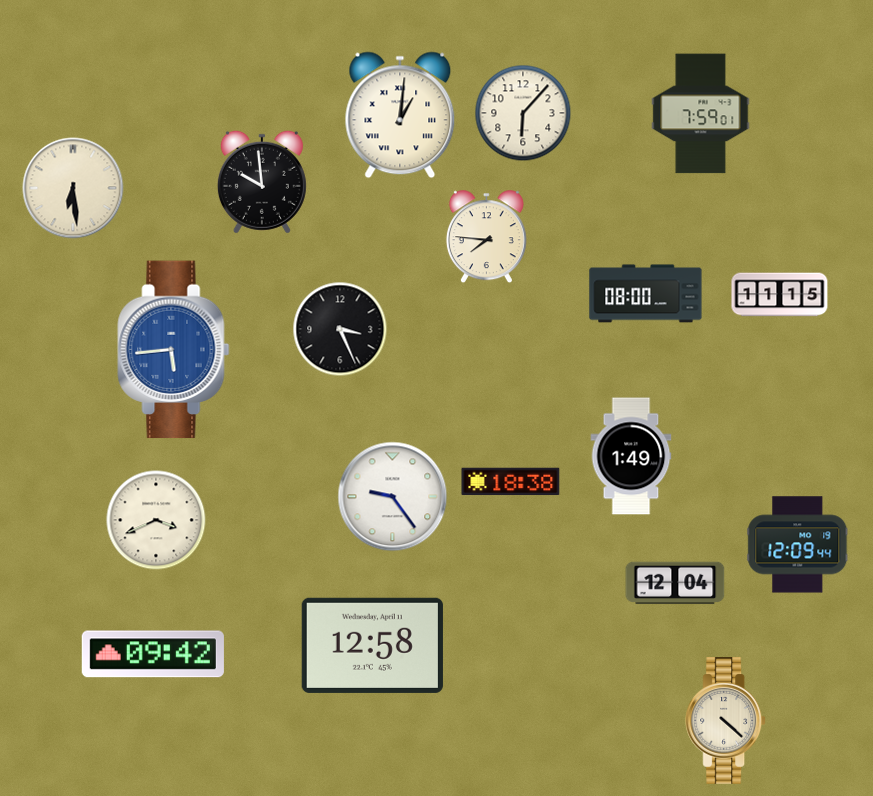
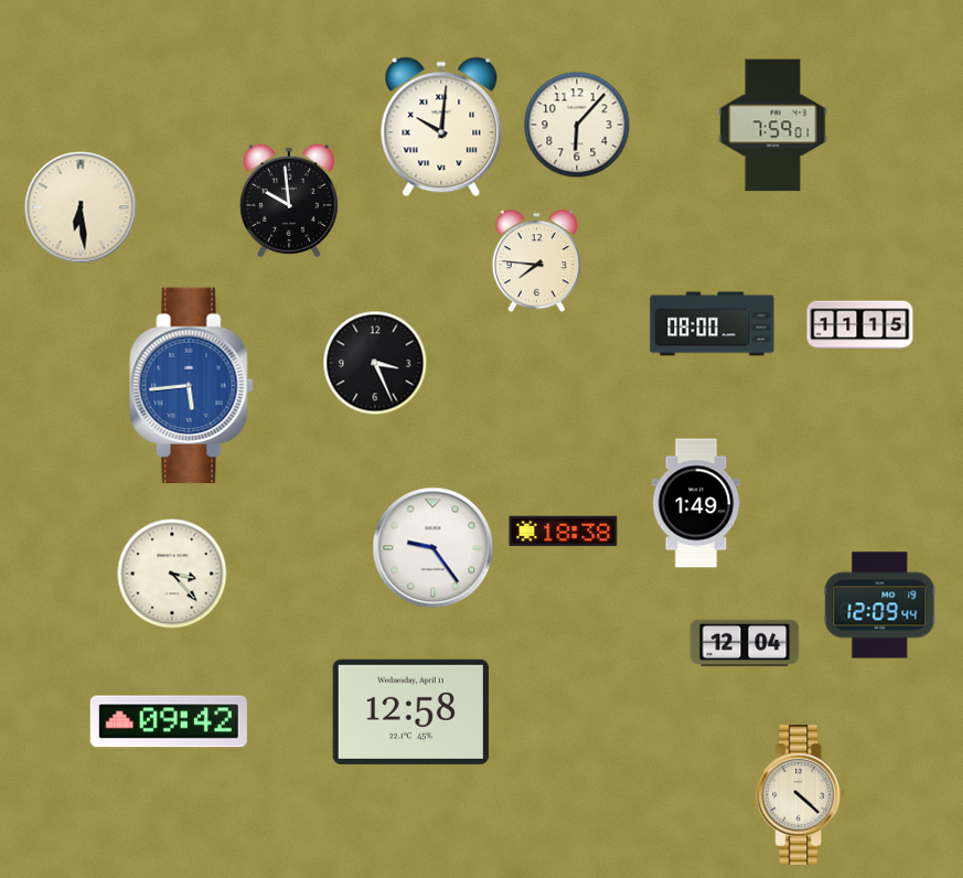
clock at (400, 115): 1:01 -> 10:01
clock at (156, 520): 3:41 -> 3:23
clock at (798, 545) position: (798, 545) -> (880, 606)
